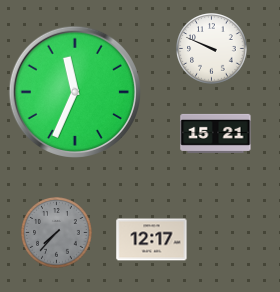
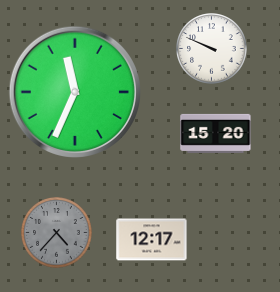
clock at (216, 133): 15:21 -> 15:20
clock at (57, 233): 7:37 -> 4:37
